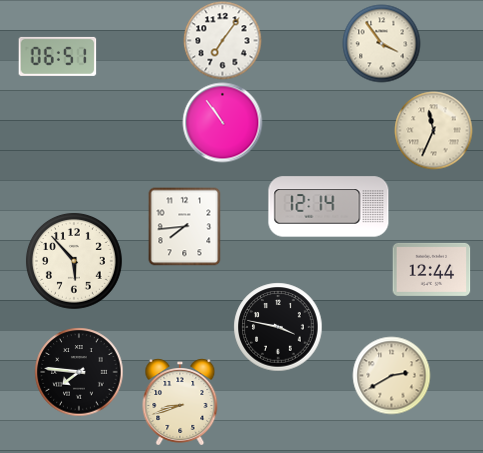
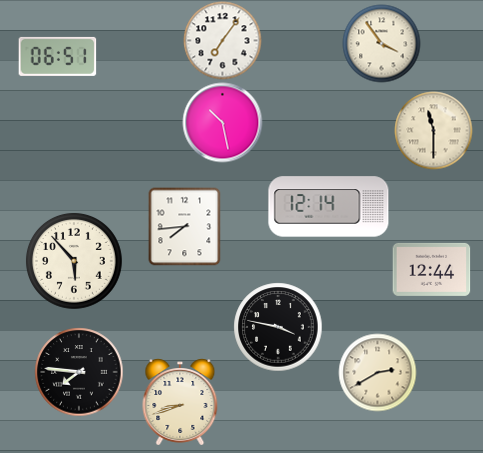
clock at (222, 122): 10:54 -> 10:28
clock at (433, 130): 11:34 -> 11:30
clock at (391, 375) position: (391, 375) -> (377, 372)
